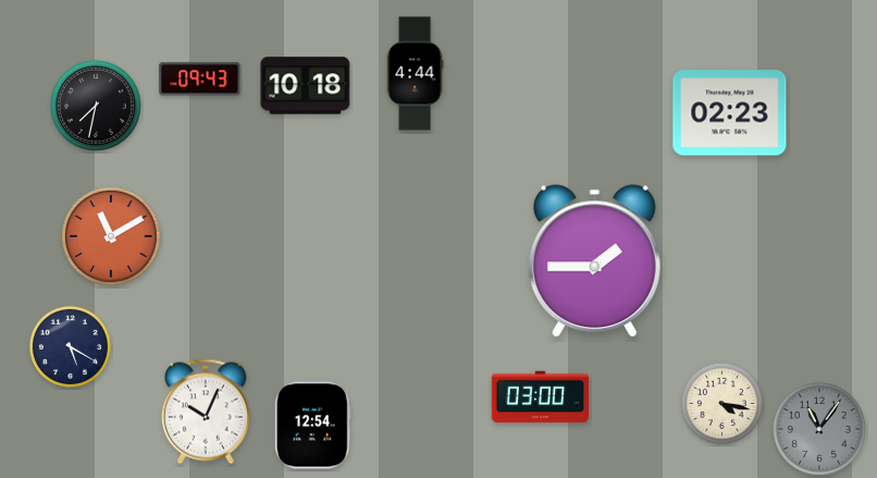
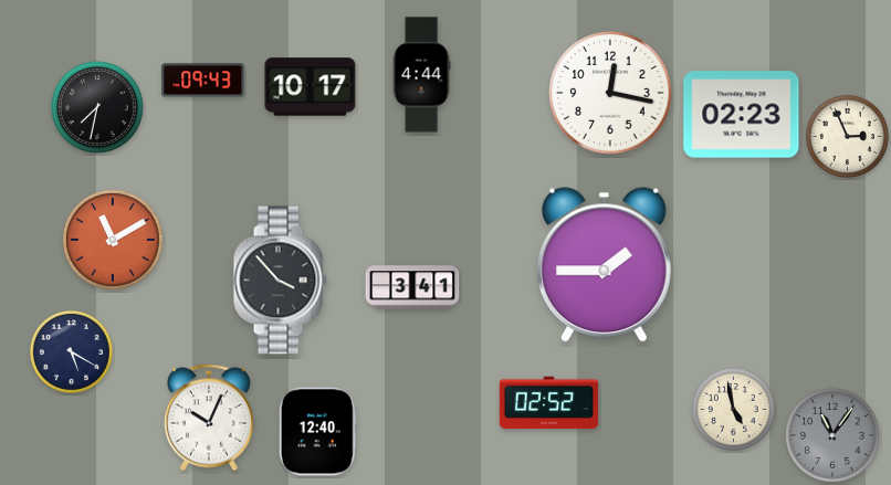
clock at (306, 86): 10:18 -> 10:17
clock at (610, 93): none -> 12:17
clock at (847, 136): none -> 2:56
clock at (280, 281): none -> 3:53
clock at (412, 287): none -> 3:41
clock at (541, 397): 03:00 -> 02:52
clock at (721, 403): 4:17 -> 4:58
clock at (312, 426): 12:54 -> 12:40
